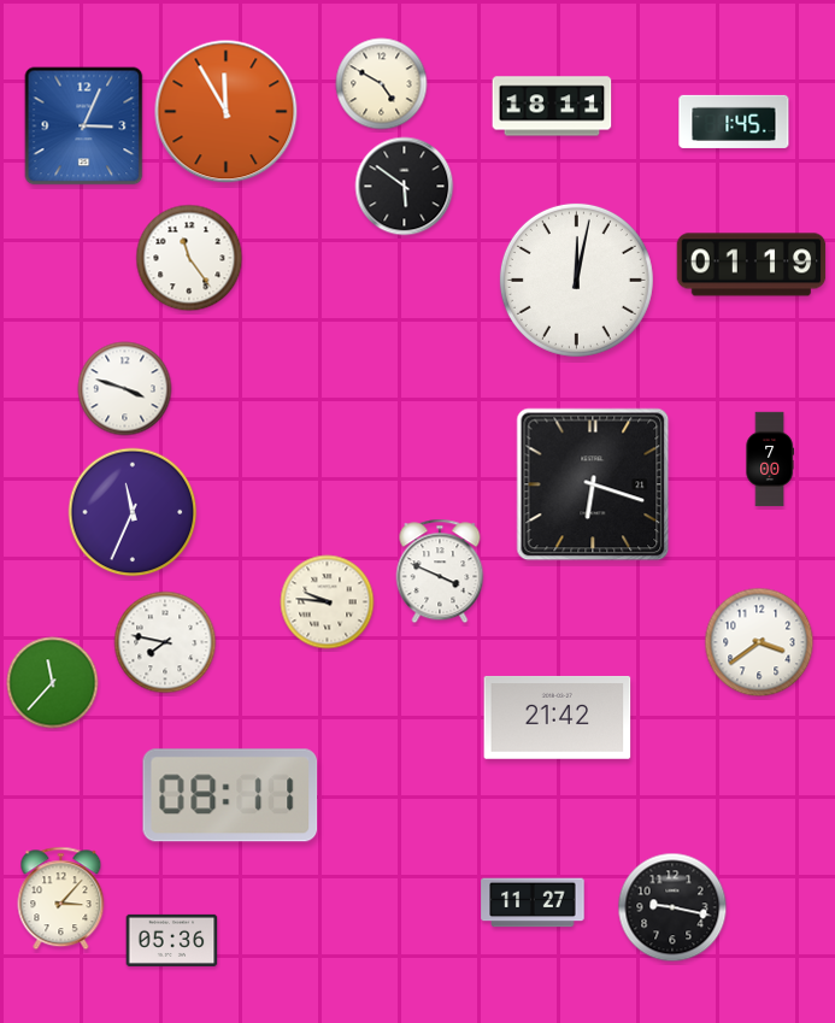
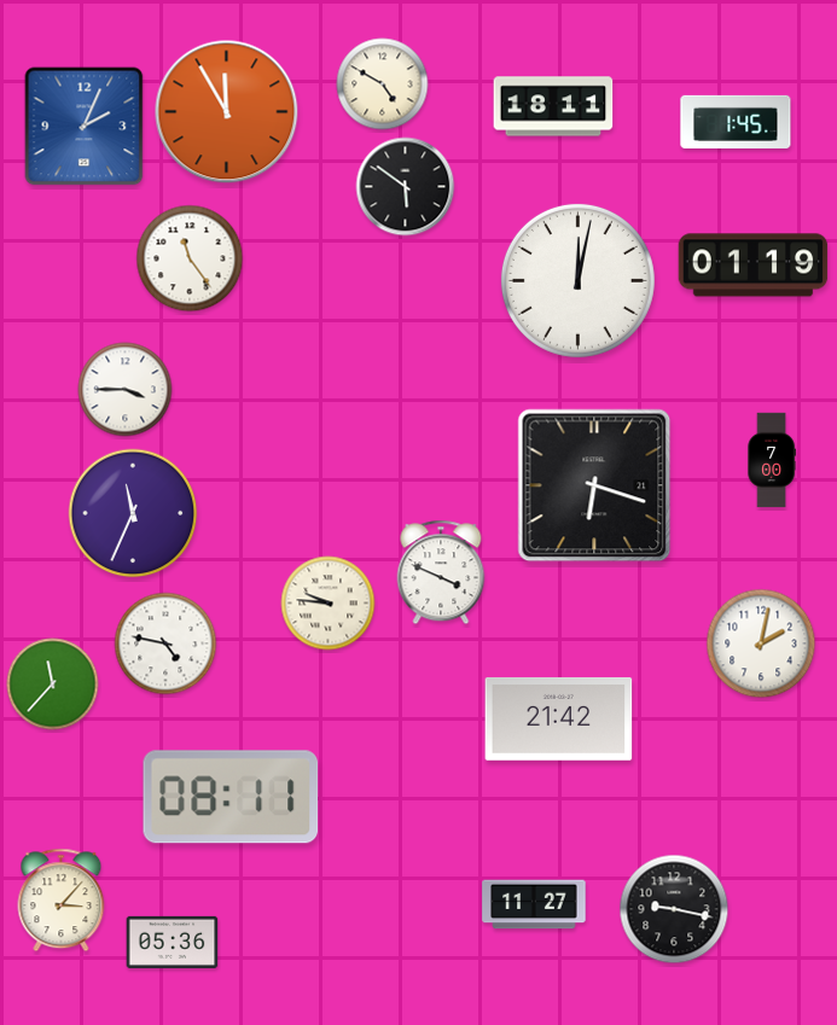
clock at (84, 127): 3:04 -> 2:04
clock at (125, 389): 3:48 -> 3:45
clock at (165, 642): 7:47 -> 4:47
clock at (759, 642): 3:39 -> 2:02
